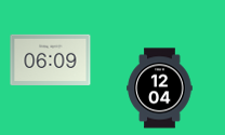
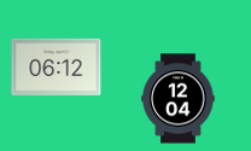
clock at (51, 59): 06:09 -> 06:12
